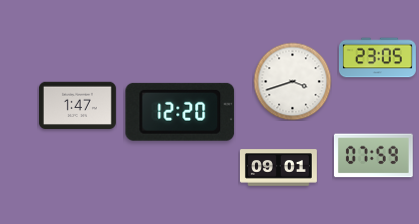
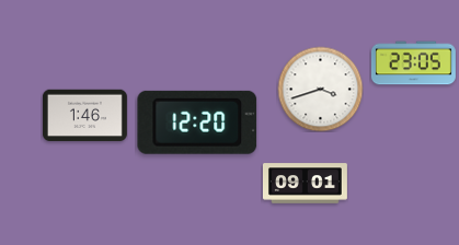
clock at (77, 106): 1:47 -> 1:46
clock at (373, 156): 07:59 -> none
